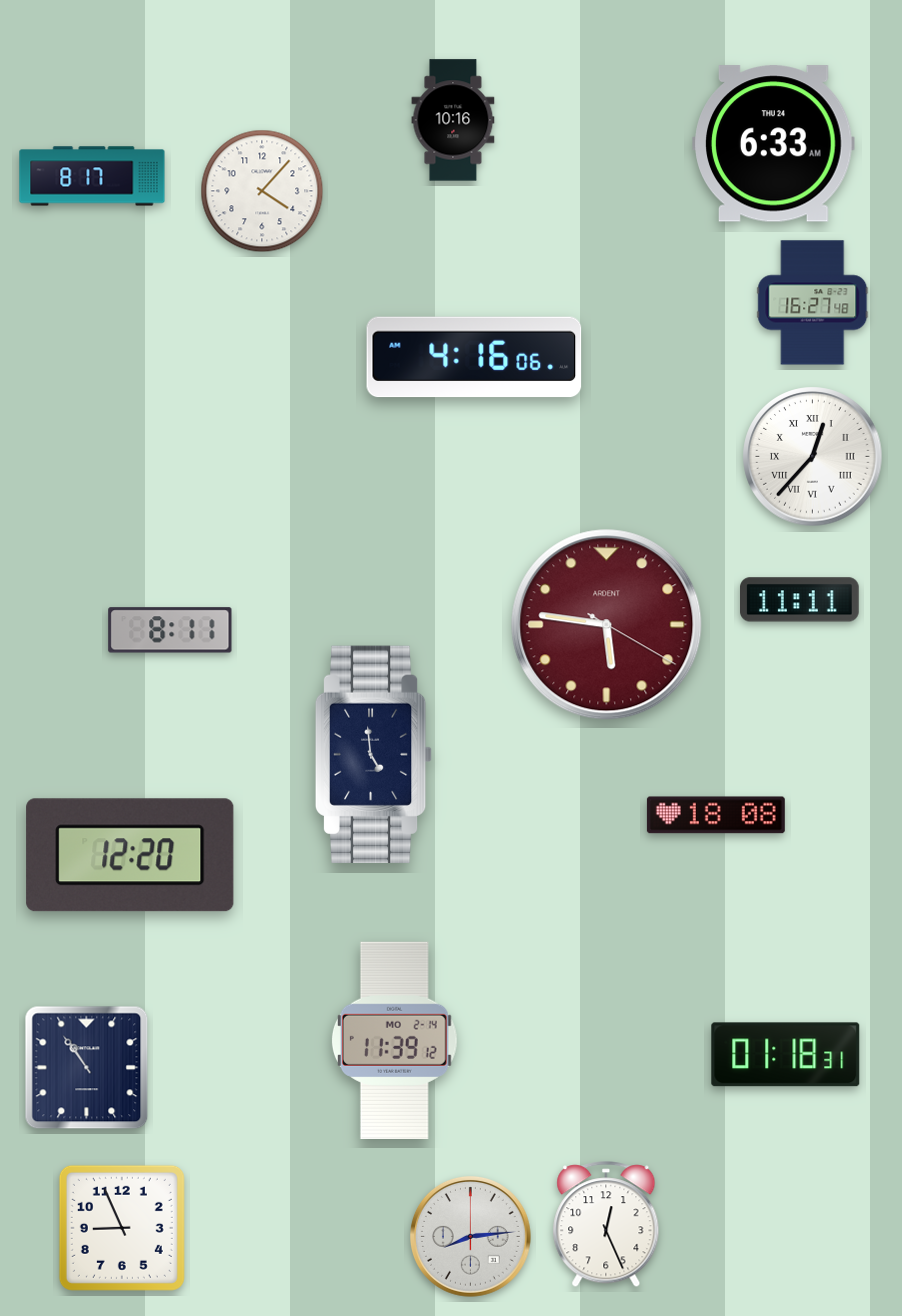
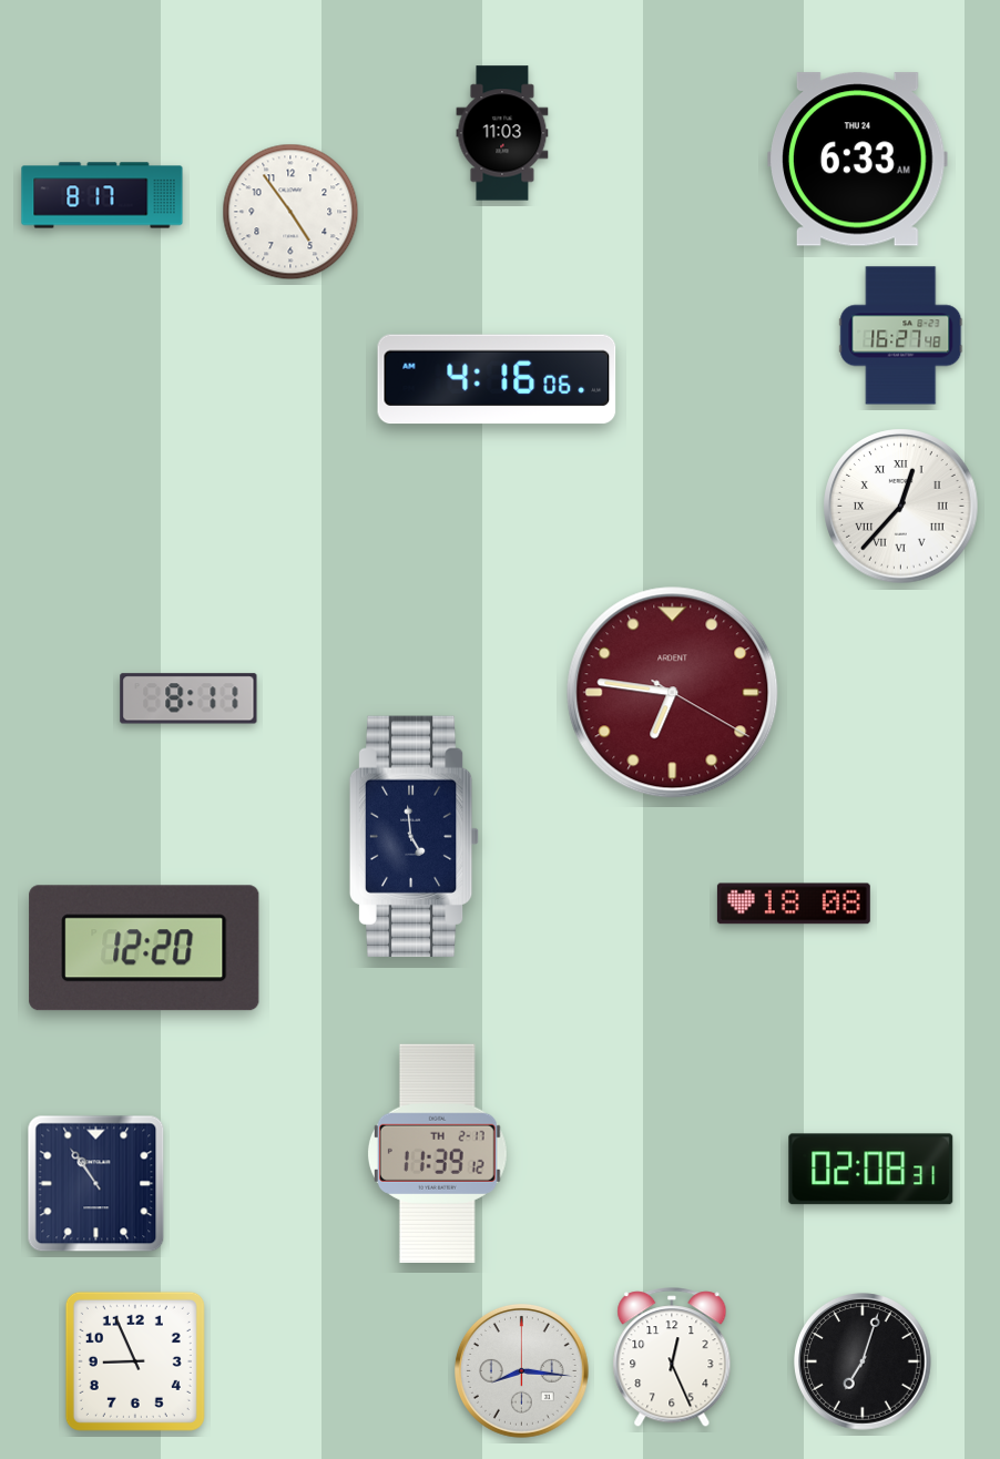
clock at (453, 120): 10:16 -> 11:03
clock at (262, 191): 4:07 -> 4:54
clock at (474, 357) position: (474, 357) -> (497, 379)
clock at (800, 600): 11:11 -> none
clock at (607, 625): 5:46 -> 6:46
clock at (394, 1040) date: MO 2-14 -> TH 2-17
clock at (786, 1055): 01:18 -> 02:08
clock at (864, 1363): none -> 7:03
clock at (471, 1237): 8:14 -> 8:16
